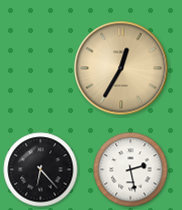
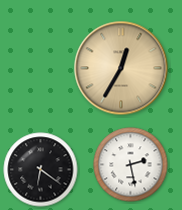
clock at (41, 170): 6:23 -> 6:21
clock at (131, 170) position: (131, 170) -> (131, 165)
